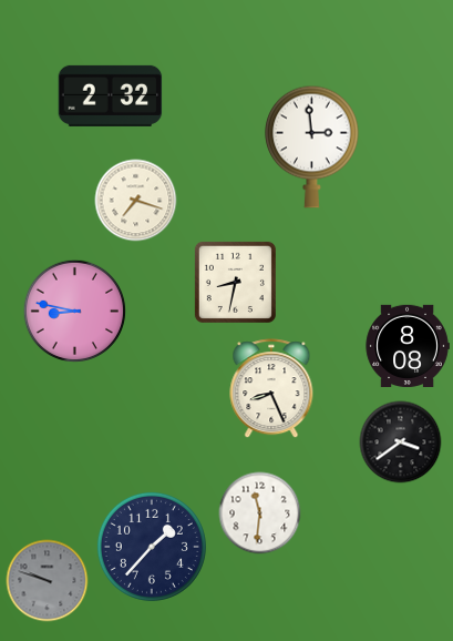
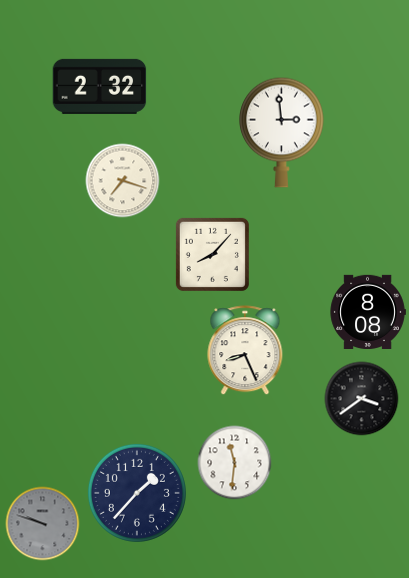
clock at (235, 282): 8:32 -> 8:07
clock at (74, 311): 8:47 -> none
